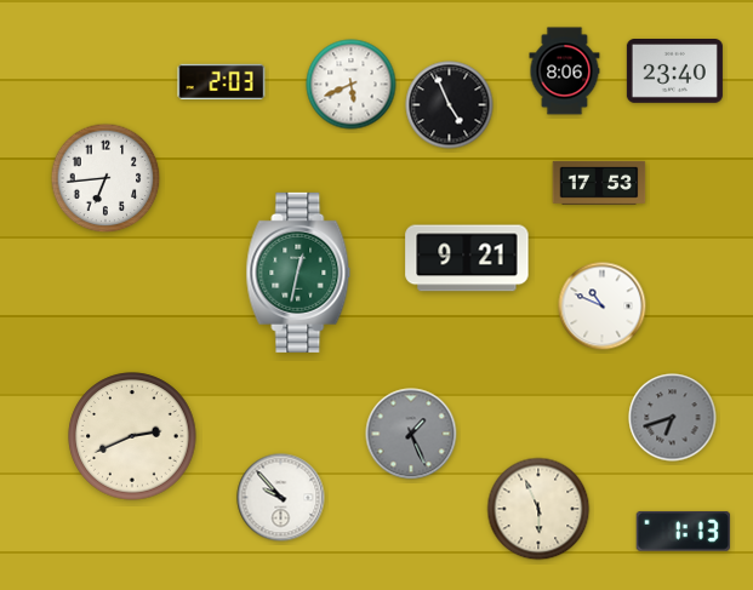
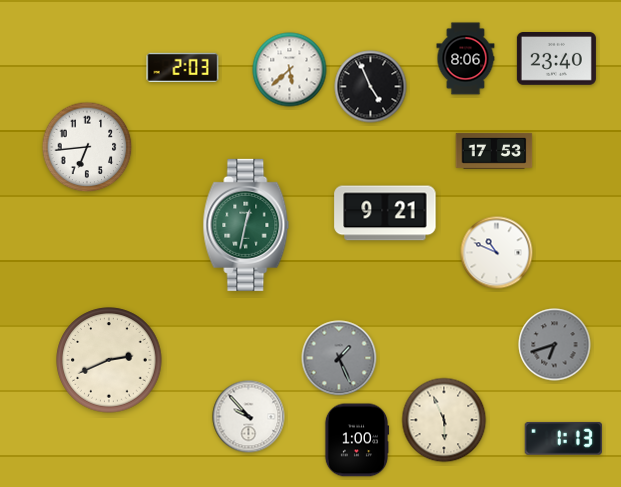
clock at (352, 85): 5:41 -> 5:38
clock at (281, 498) position: (281, 498) -> (249, 417)
clock at (357, 440): none -> 1:00
